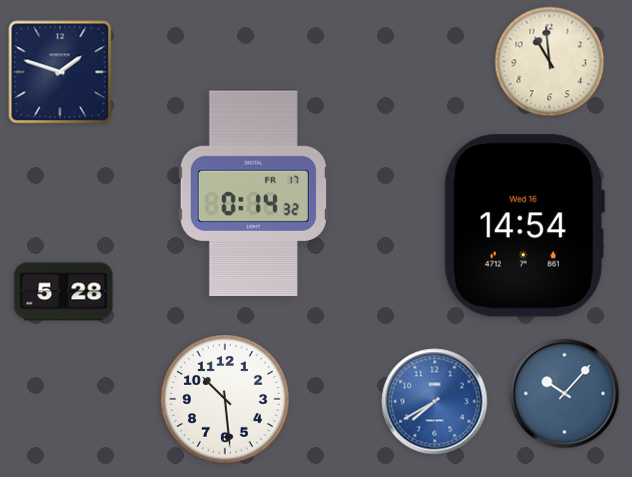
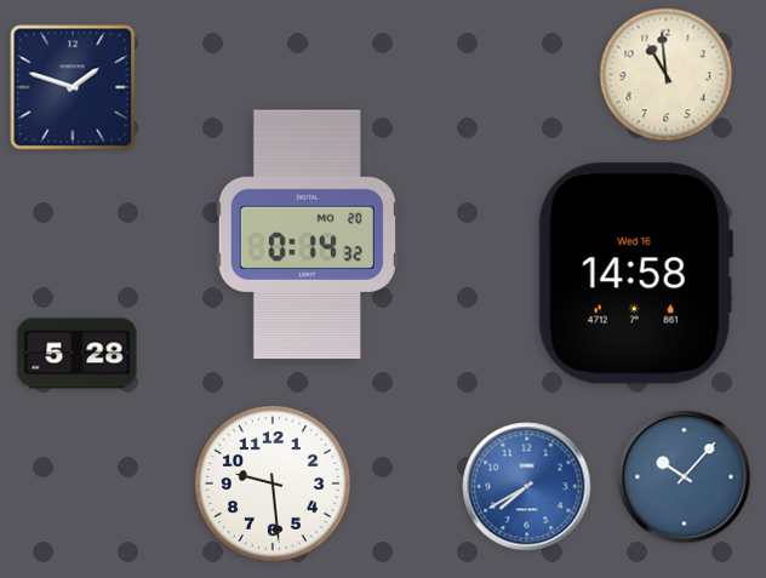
clock at (253, 194) date: FR 17 -> MO 20
clock at (524, 226): 14:54 -> 14:58
clock at (226, 400): 10:29 -> 9:29
